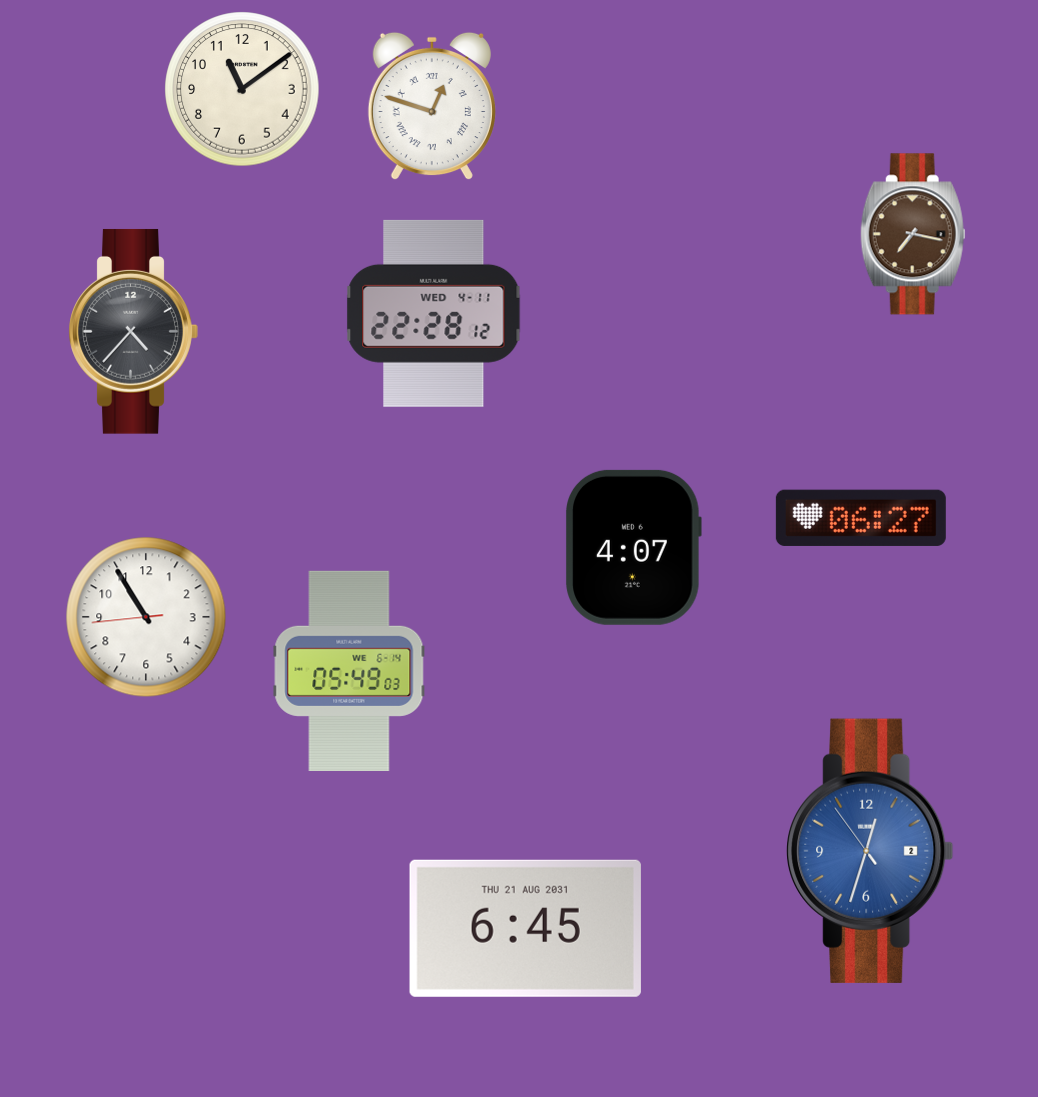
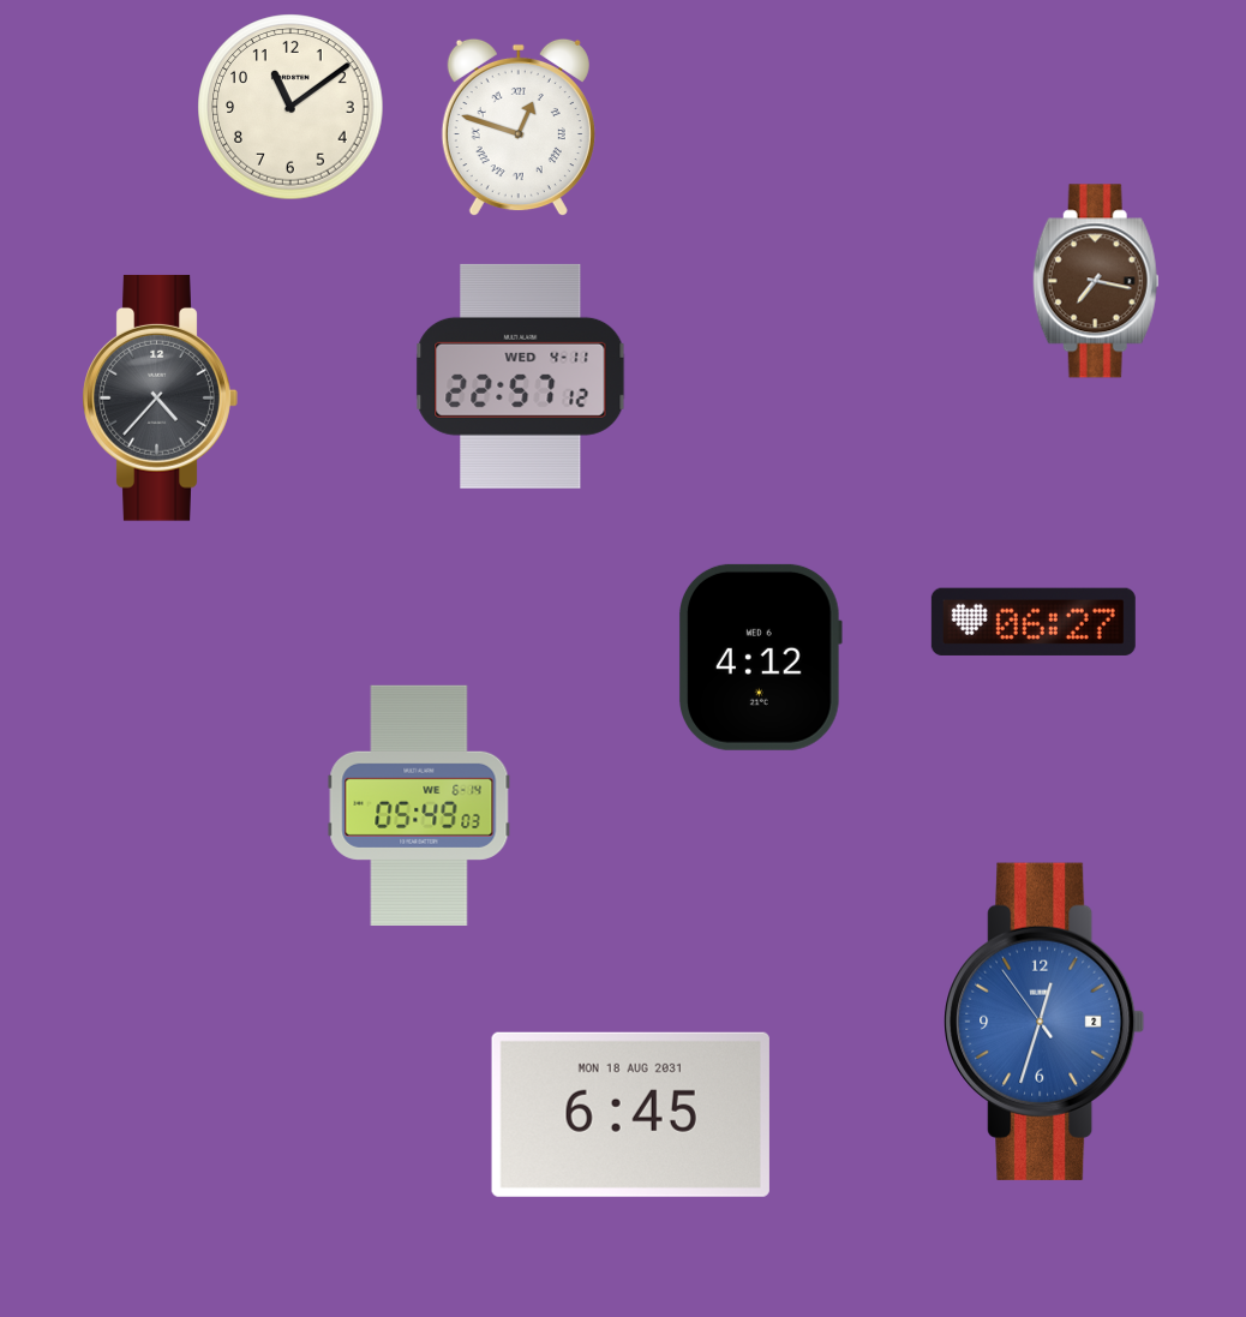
clock at (434, 313): 22:28 -> 22:57
clock at (634, 547): 4:07 -> 4:12
clock at (146, 617): 10:54 -> none
clock at (525, 928) date: THU 21 AUG 2031 -> MON 18 AUG 2031
